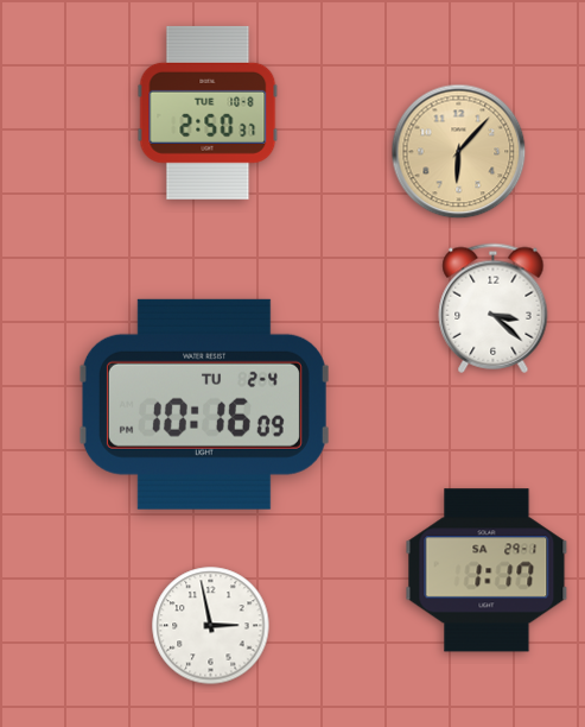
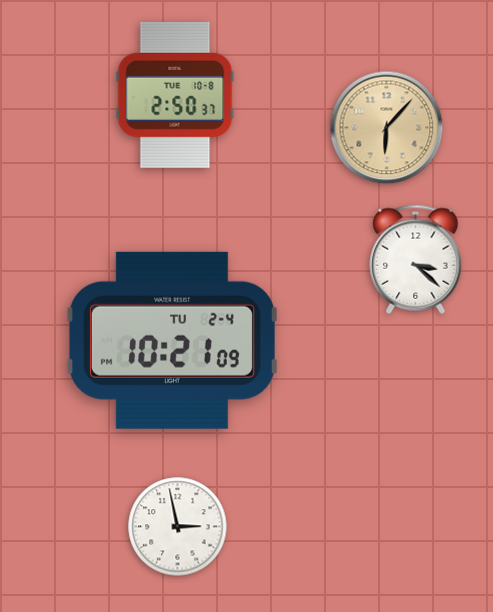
clock at (204, 404): 10:16 -> 10:21
clock at (487, 570): 1:17 -> none
